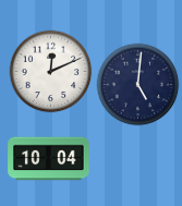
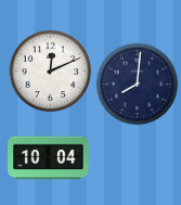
clock at (138, 85): 5:01 -> 8:01
